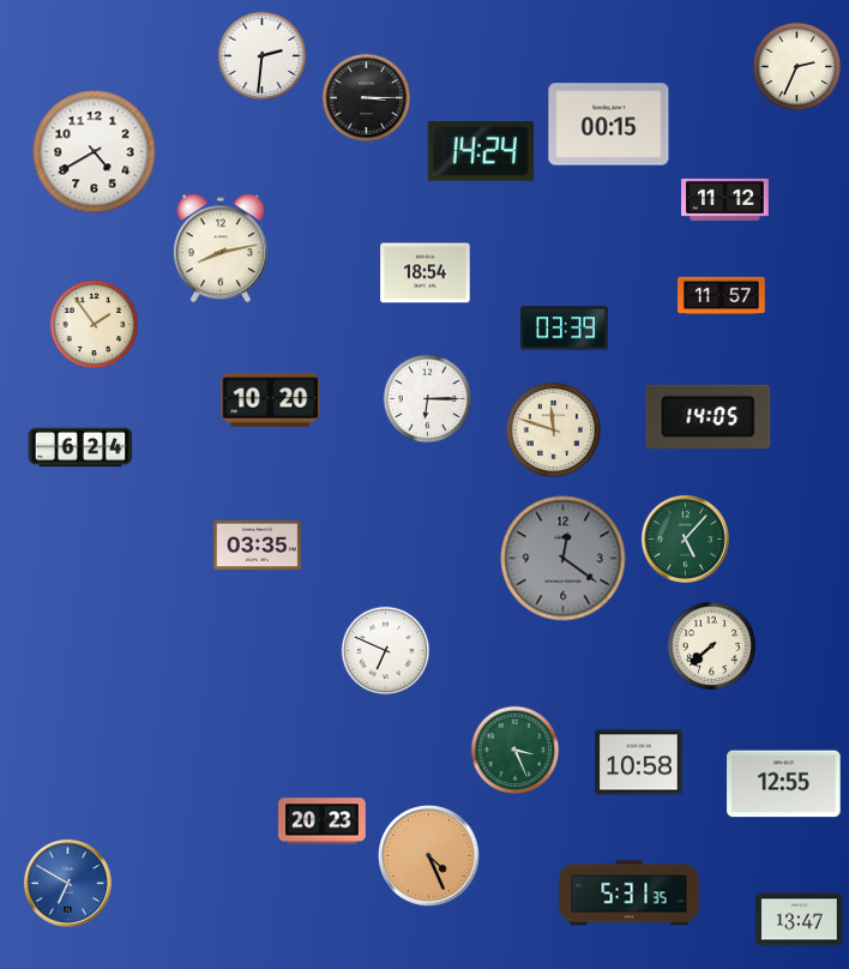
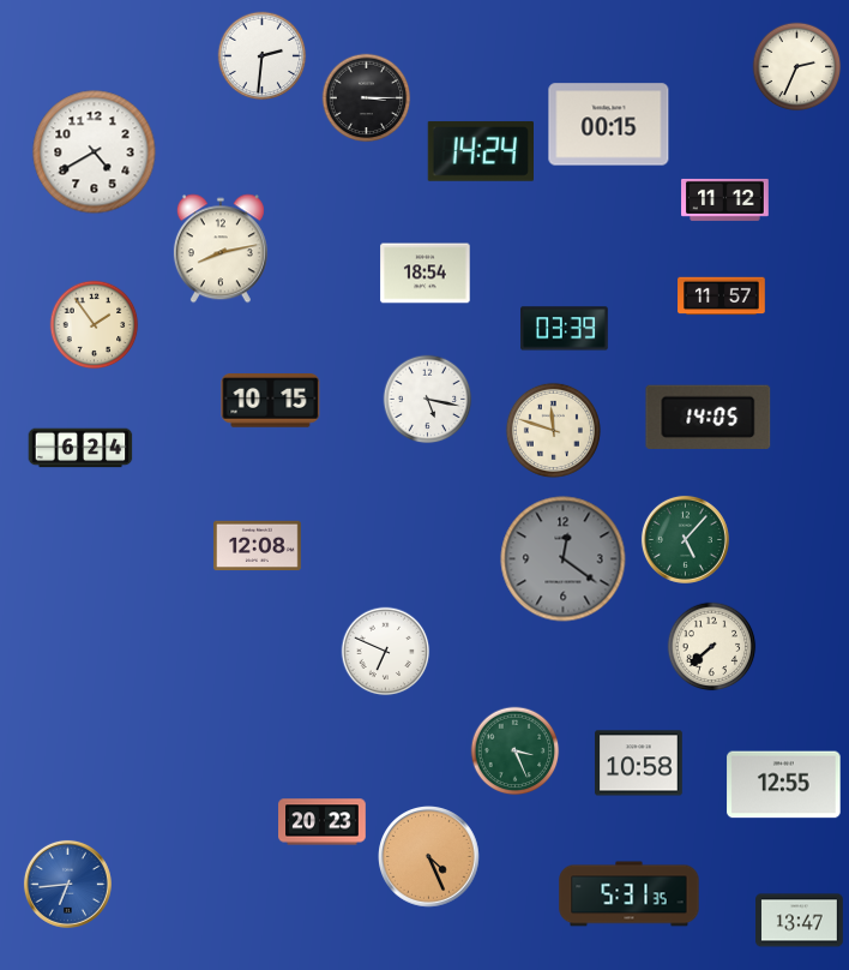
clock at (428, 399): 6:15 -> 5:17
clock at (271, 401): 10:20 -> 10:15
clock at (258, 546): 03:35 -> 12:08
clock at (67, 883): 6:50 -> 6:44
